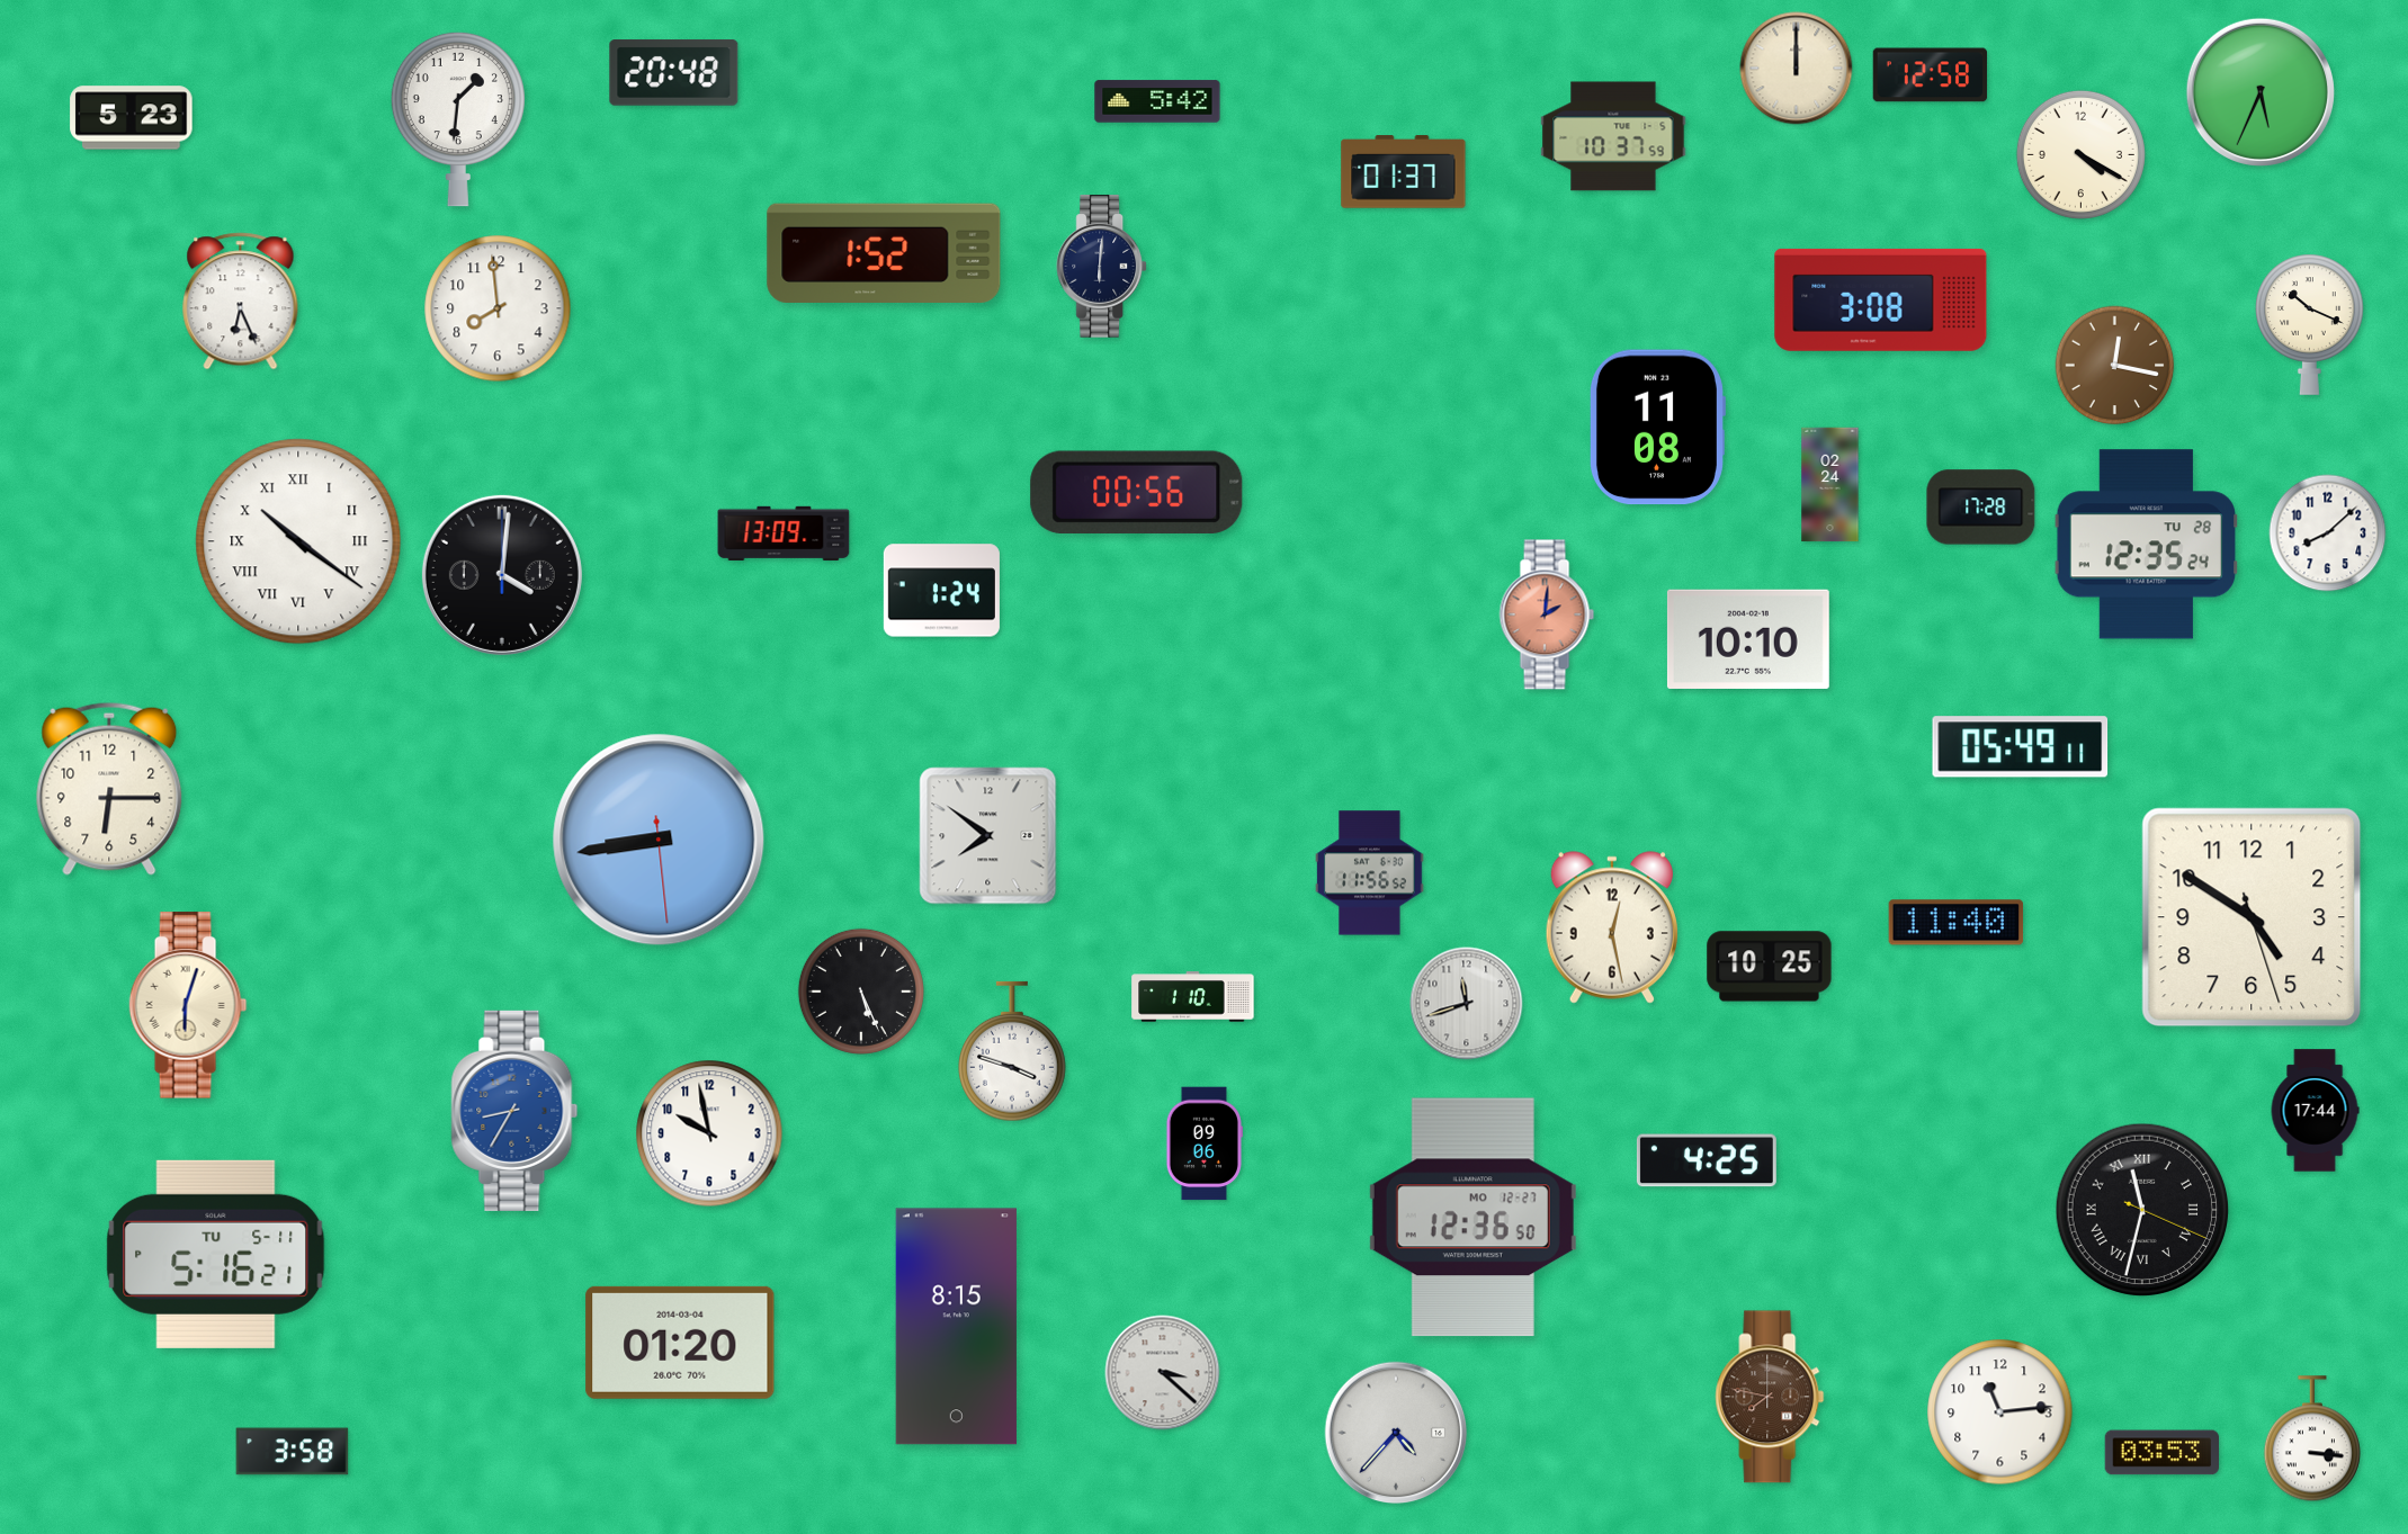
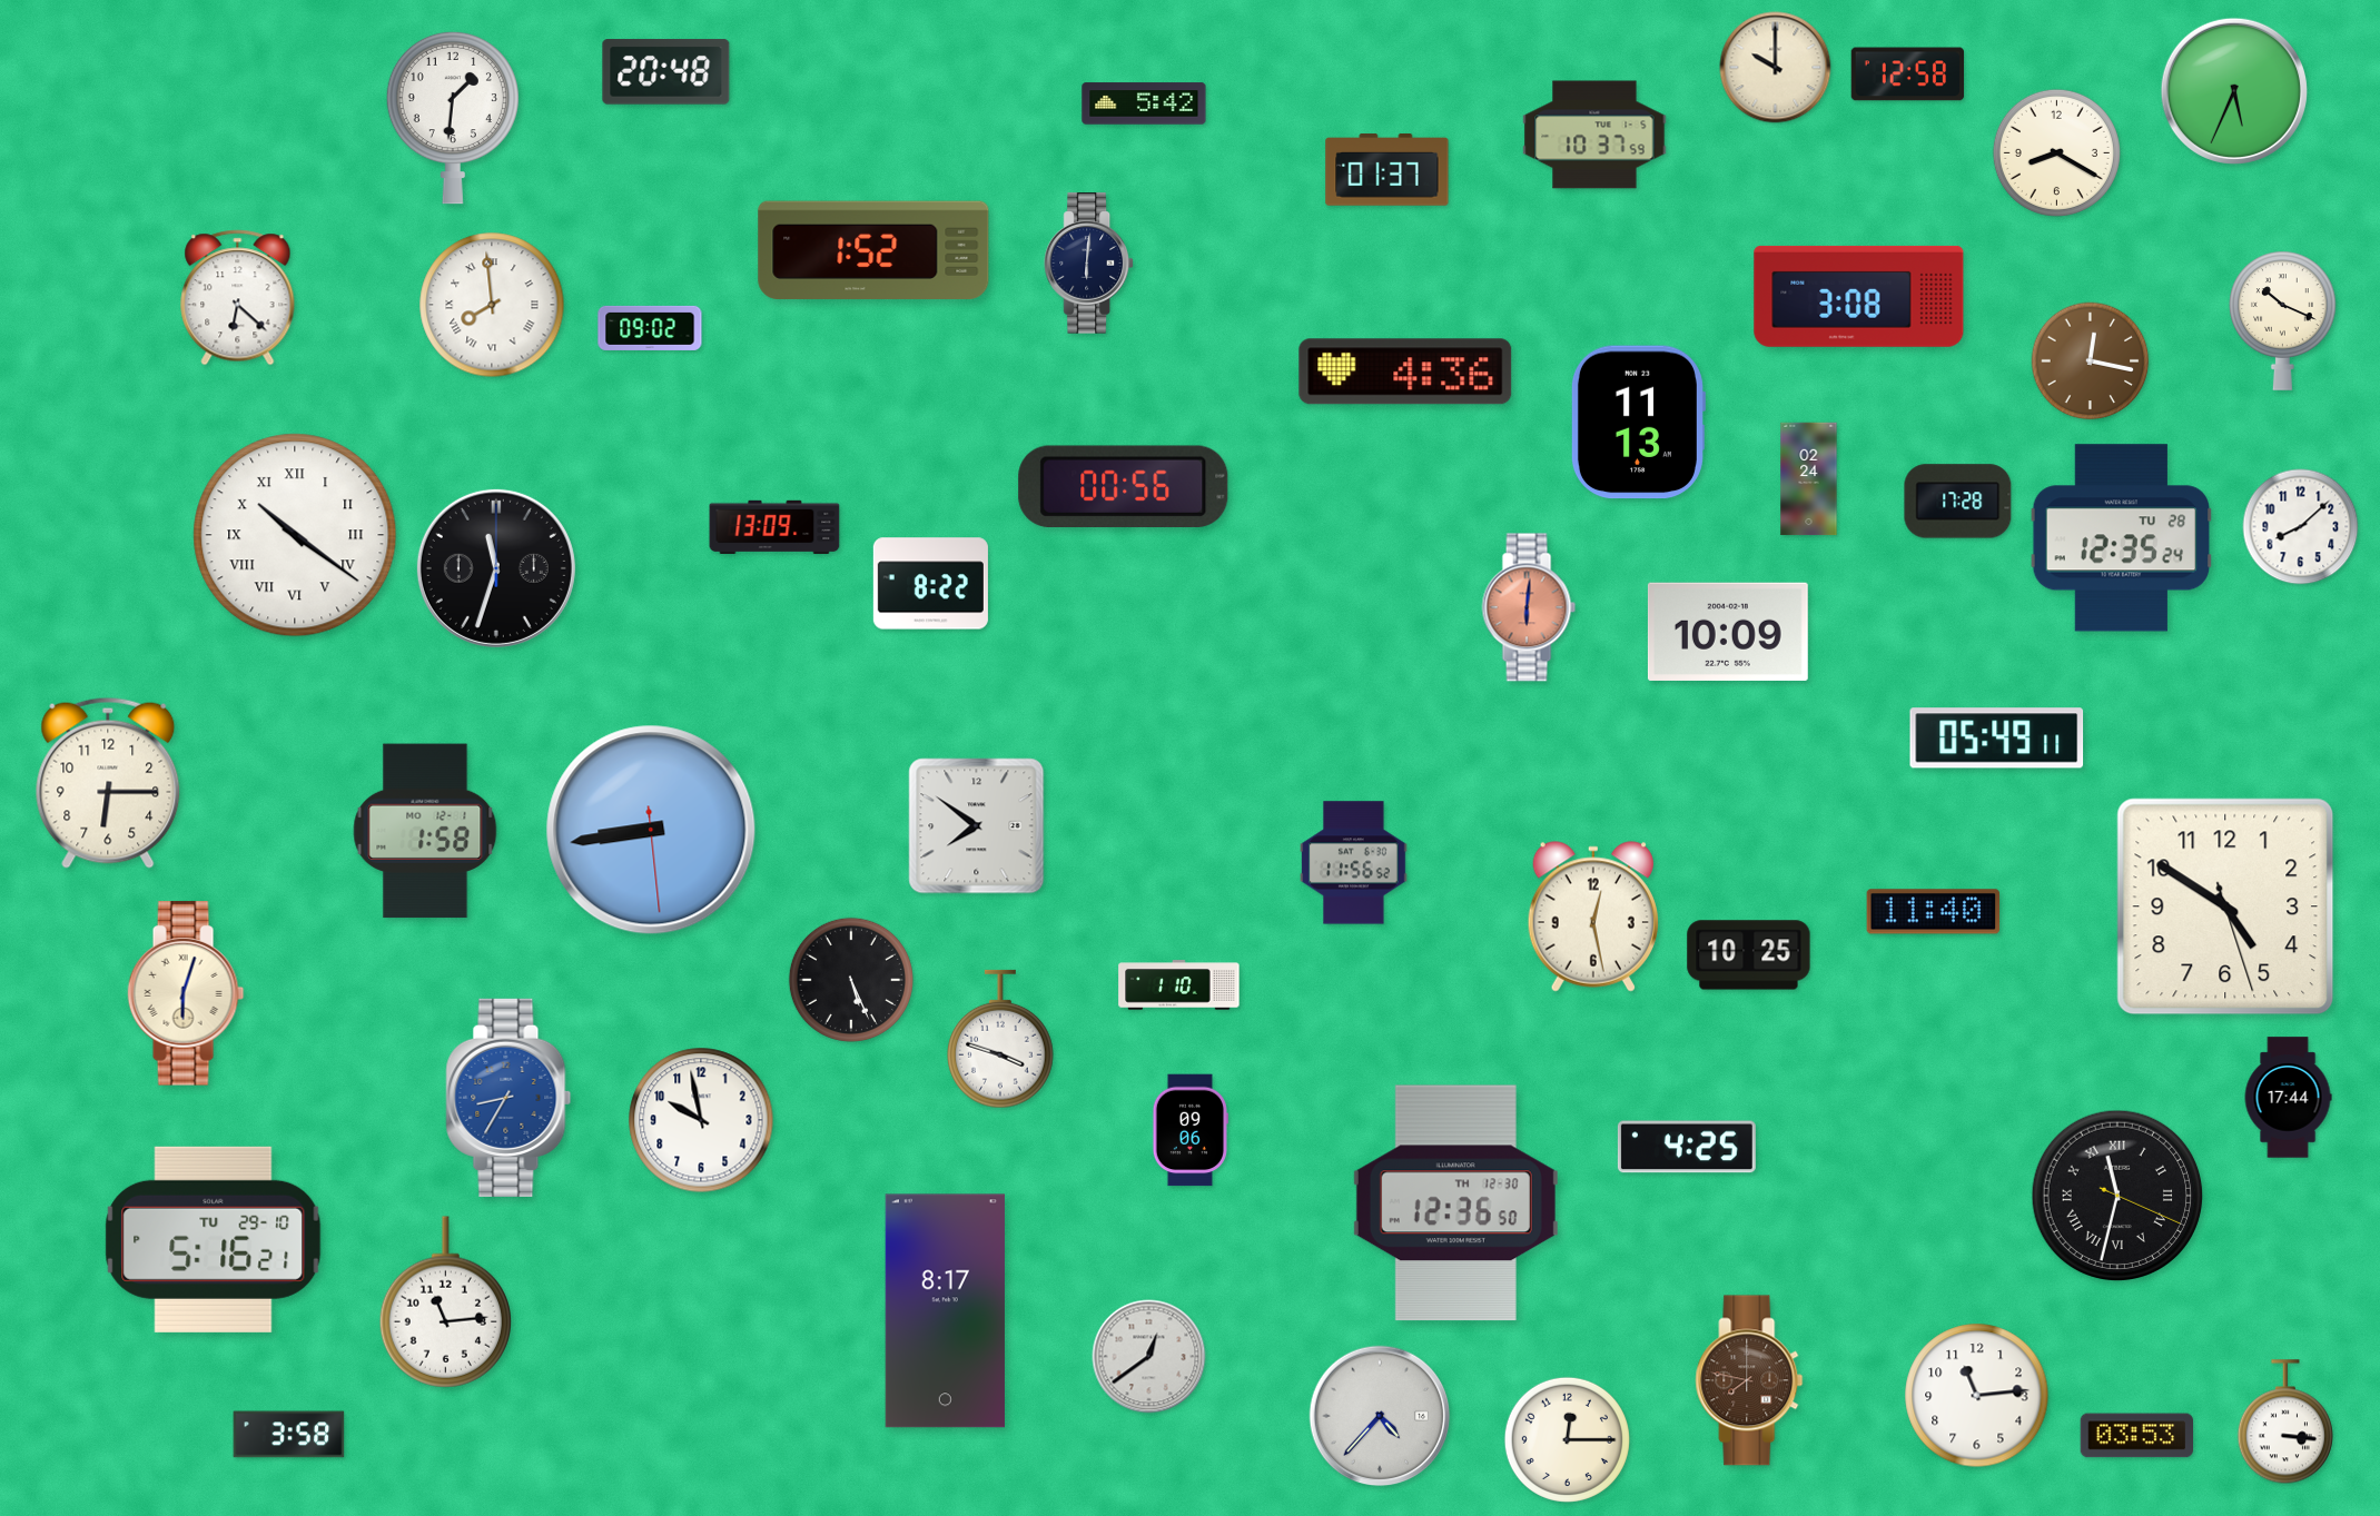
clock at (1797, 69): 12:00 -> 10:00
clock at (1157, 101) position: (1157, 101) -> (1144, 103)
clock at (132, 118): 5:23 -> none
clock at (2080, 154): 4:20 -> 8:20
clock at (241, 302): 6:26 -> 6:22
clock at (498, 308) numerals: Arabic -> Roman
clock at (650, 328): none -> 09:02
clock at (1405, 371): none -> 4:36
clock at (1657, 428): 11:08 -> 11:13
clock at (502, 575): 4:01 -> 11:33
clock at (941, 591): 1:24 -> 8:22
clock at (1547, 615): 2:01 -> 6:01
clock at (1748, 639): 10:10 -> 10:09
clock at (109, 789) position: (109, 789) -> (108, 783)
clock at (425, 831): none -> 1:58
clock at (1467, 1004): 11:42 -> none
clock at (1472, 1218) date: MO 12-27 -> TH 12-30
clock at (216, 1254) date: TU 5-11 -> TU 29-10
clock at (445, 1302): none -> 11:14
clock at (956, 1327): 8:15 -> 8:17
clock at (680, 1343): 01:20 -> none
clock at (1163, 1373): 3:22 -> 12:39
clock at (1567, 1439): none -> 12:15
